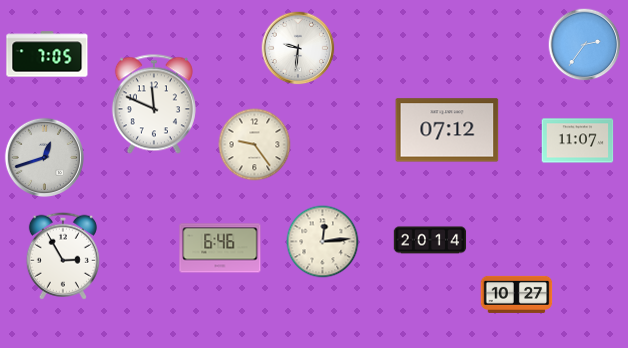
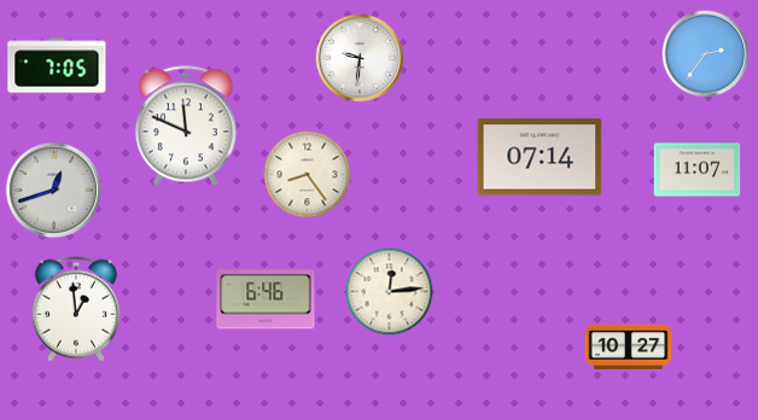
clock at (447, 130): 07:12 -> 07:14
clock at (255, 145): 9:24 -> 8:24
clock at (430, 240): 20:14 -> none
clock at (63, 256): 2:55 -> 12:59
clock at (517, 294) position: (517, 294) -> (629, 346)
